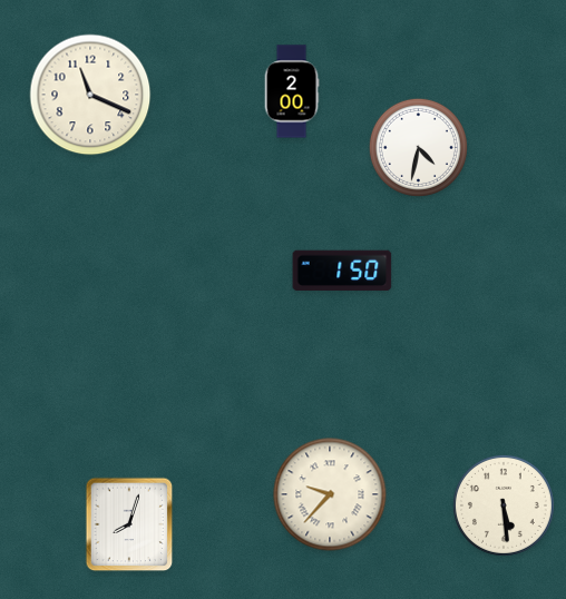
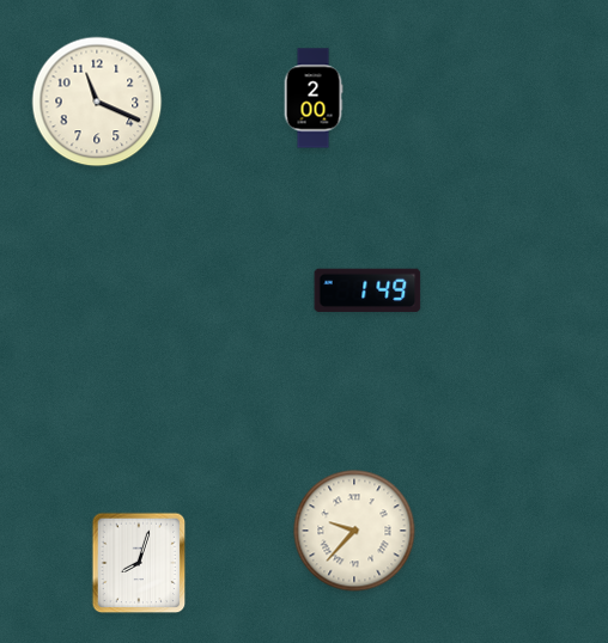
clock at (418, 147): 4:32 -> none
clock at (342, 269): 1:50 -> 1:49
clock at (504, 505): 5:29 -> none
